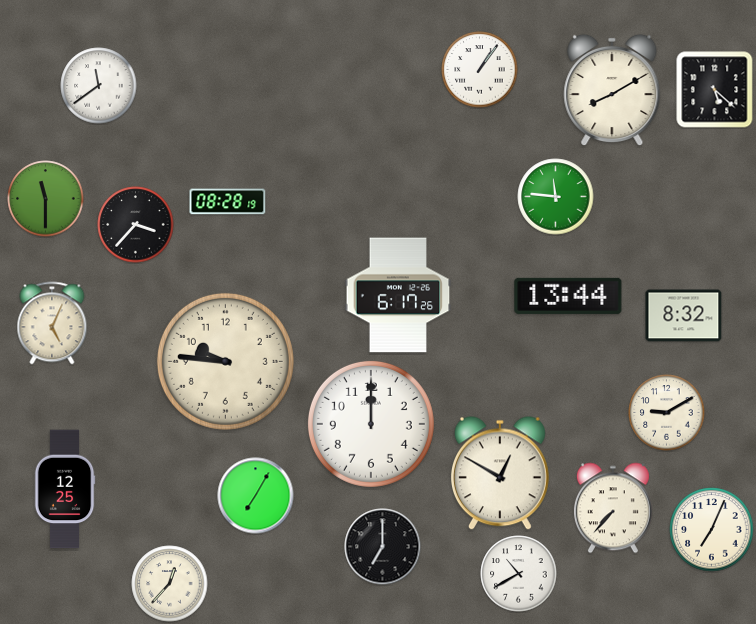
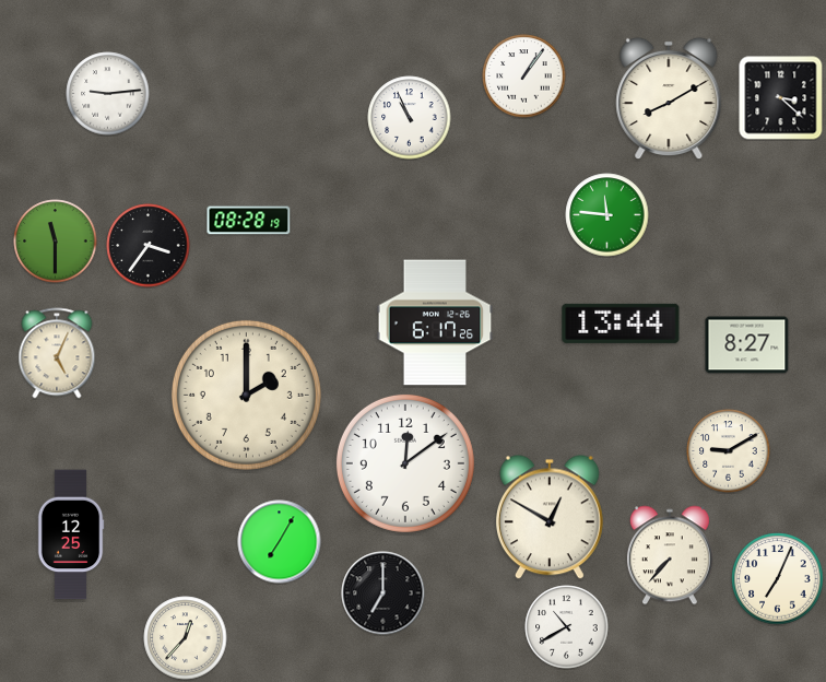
clock at (99, 86): 11:39 -> 9:14
clock at (715, 90): 5:22 -> 3:22
clock at (410, 118): none -> 10:56
clock at (46, 199) position: (46, 199) -> (56, 242)
clock at (136, 225): 3:37 -> 3:36
clock at (684, 316): 8:32 -> 8:27
clock at (225, 361): 9:46 -> 2:00
clock at (371, 424): 12:00 -> 12:09
clock at (500, 473) position: (500, 473) -> (550, 517)
clock at (383, 547) position: (383, 547) -> (383, 593)
